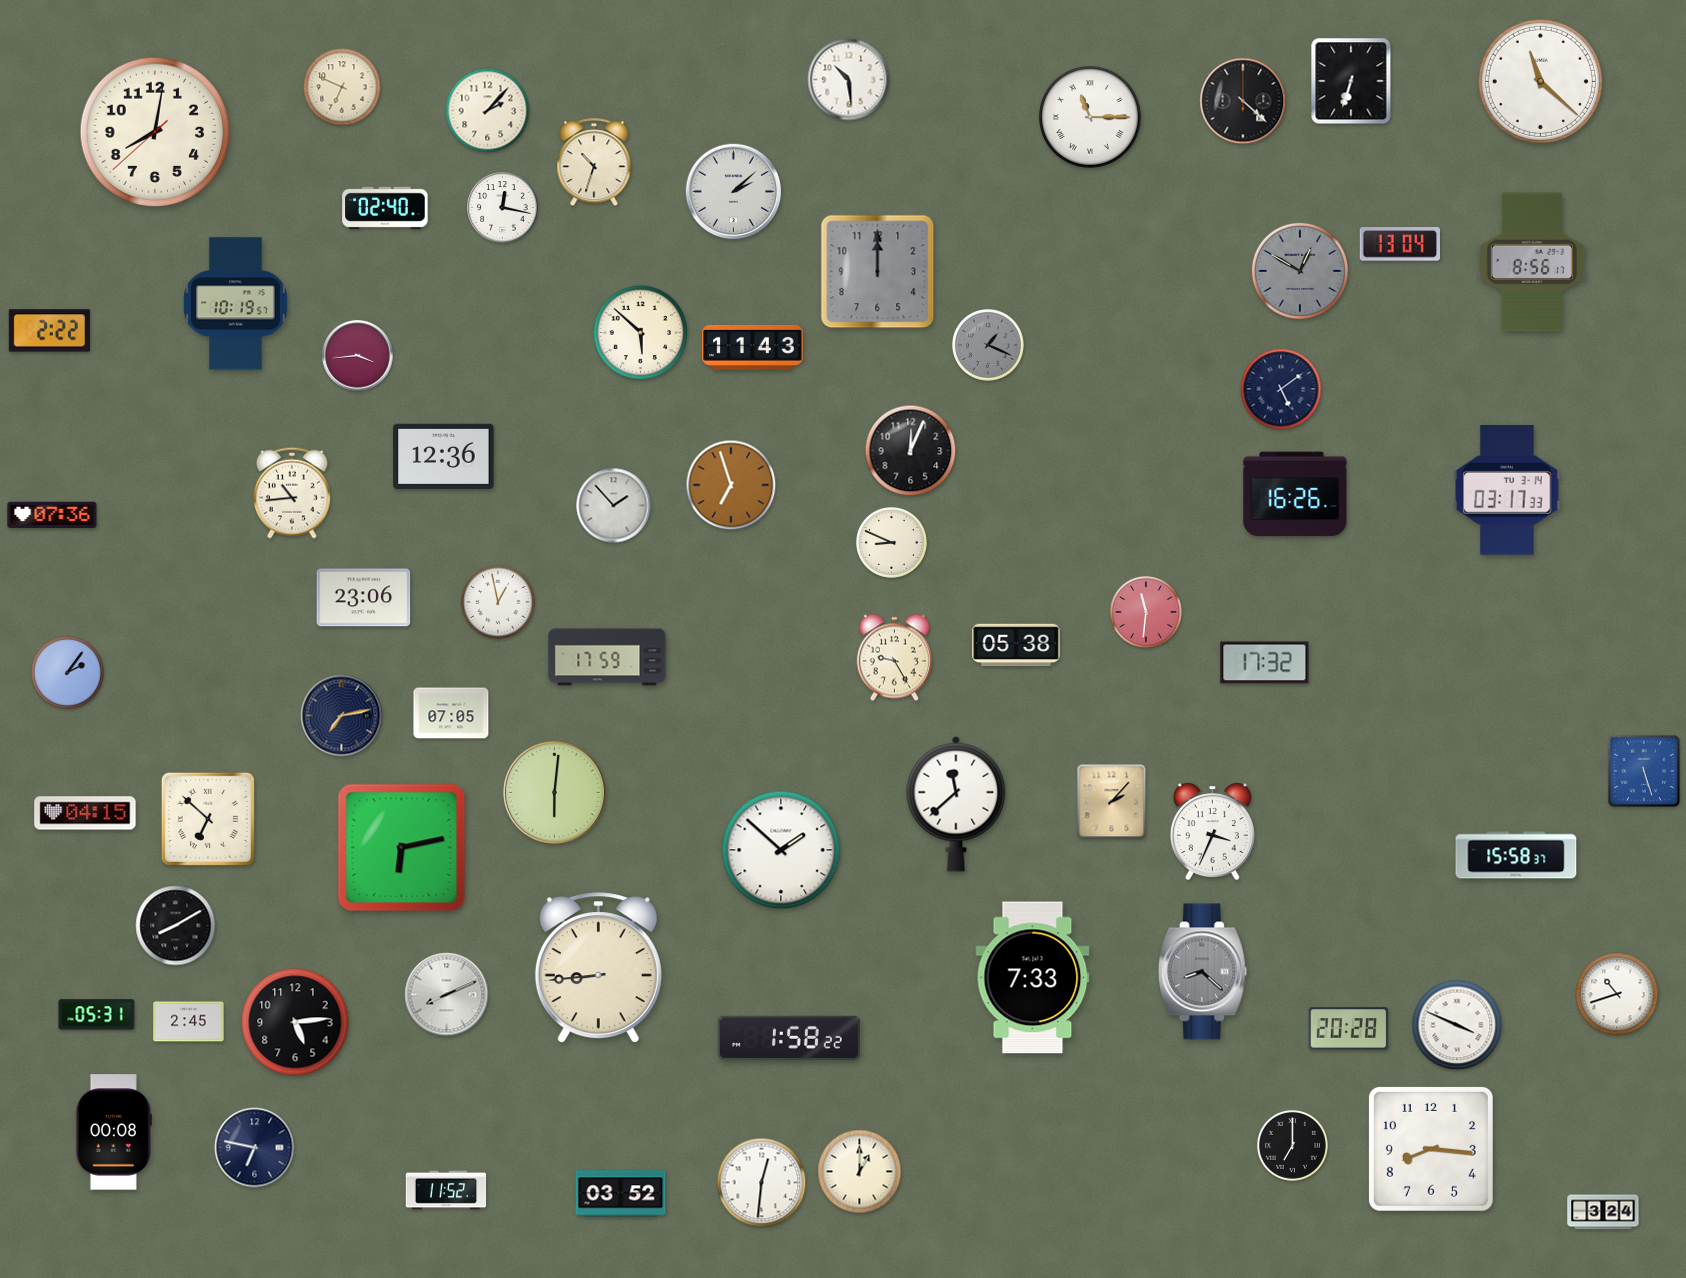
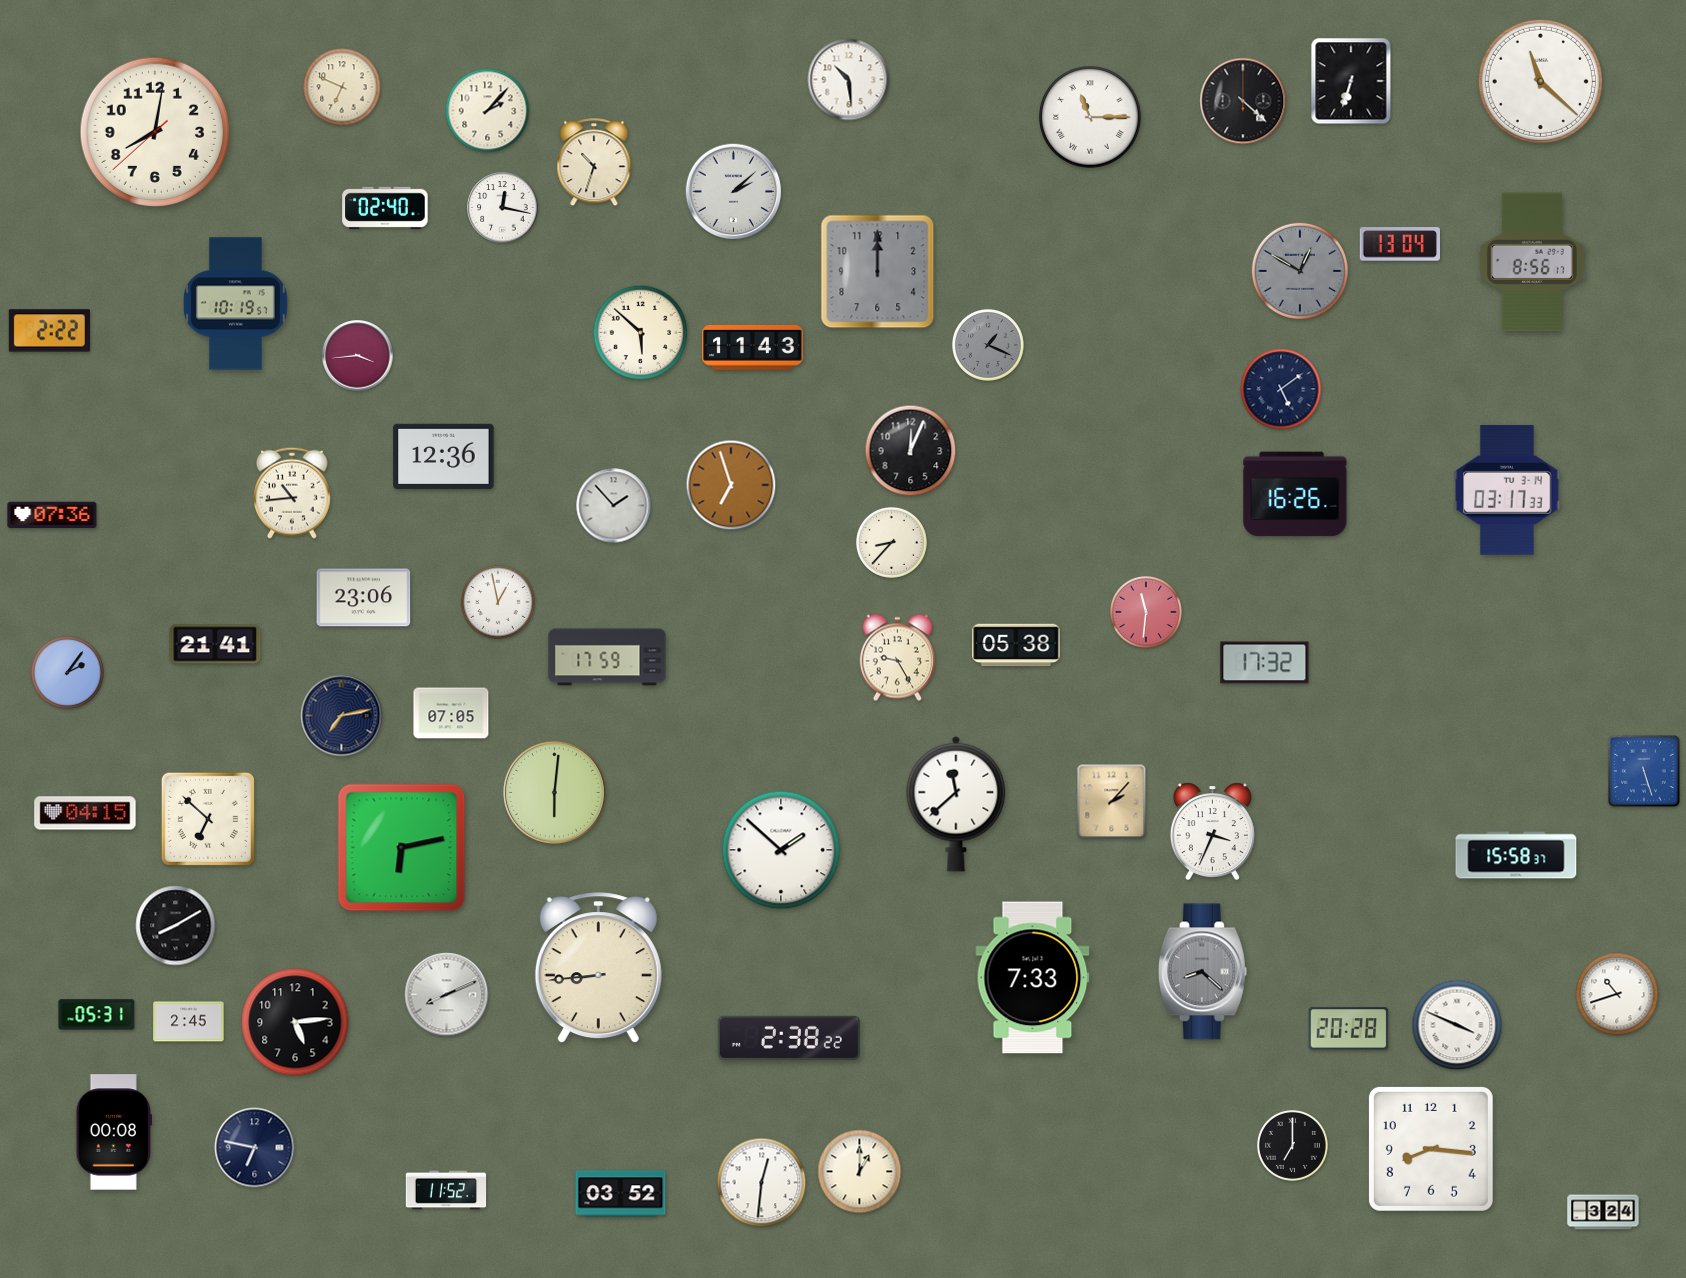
clock at (891, 542): 8:49 -> 8:37
clock at (215, 644): none -> 21:41
clock at (894, 658) position: (894, 658) -> (897, 658)
clock at (789, 1038): 1:58 -> 2:38
